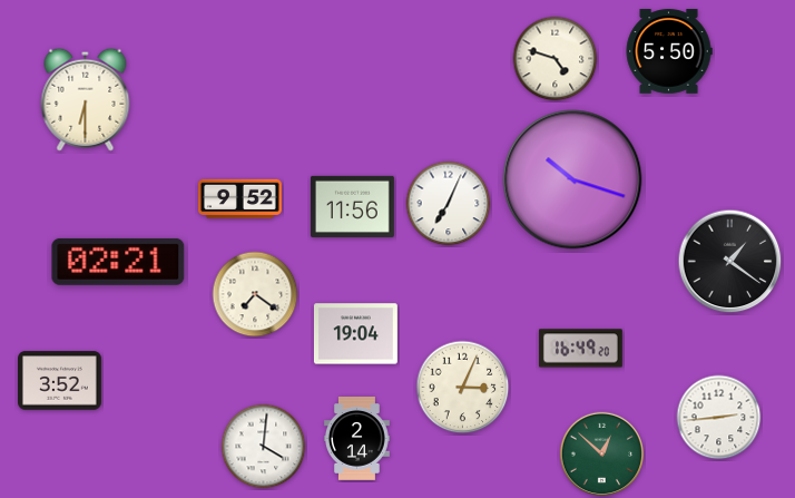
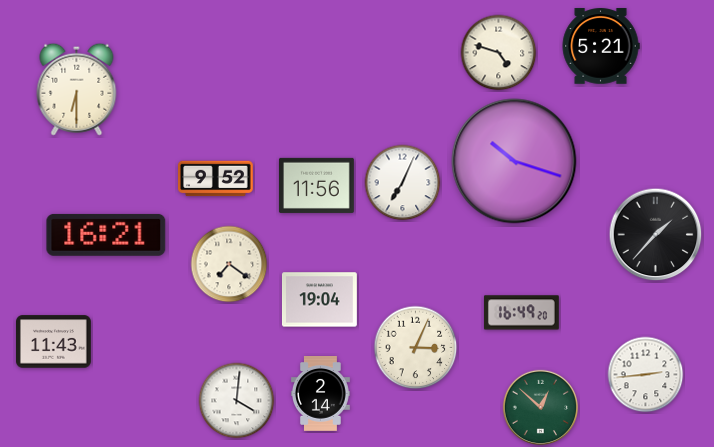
clock at (669, 51): 5:50 -> 5:21
clock at (118, 262): 02:21 -> 16:21
clock at (730, 262): 1:21 -> 1:37
clock at (60, 381): 3:52 -> 11:43
